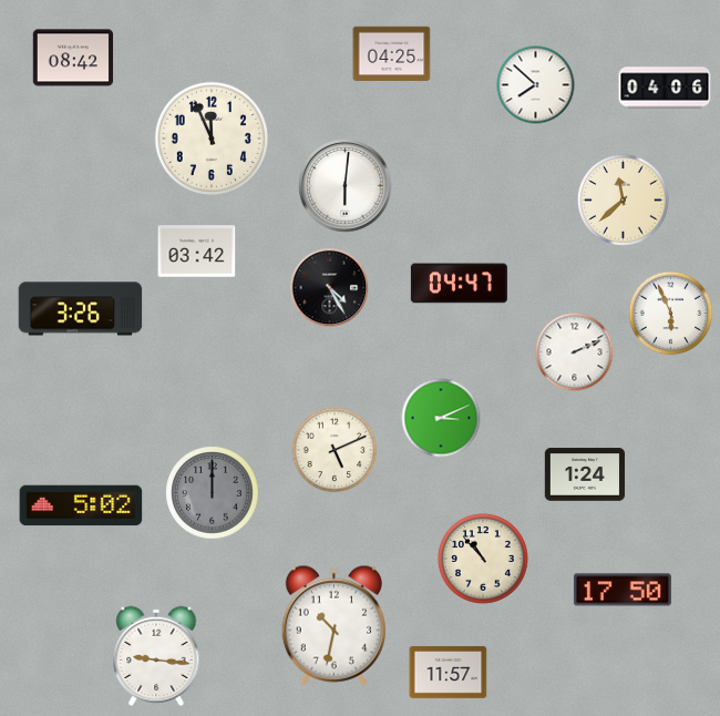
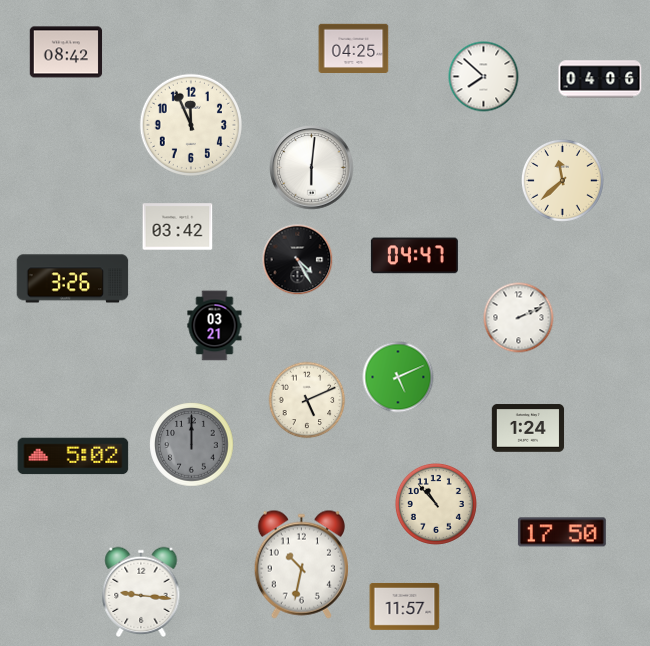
clock at (671, 314): 5:56 -> none
clock at (215, 326): none -> 03:21
clock at (441, 418): 3:11 -> 5:11
clock at (335, 450) position: (335, 450) -> (307, 400)
